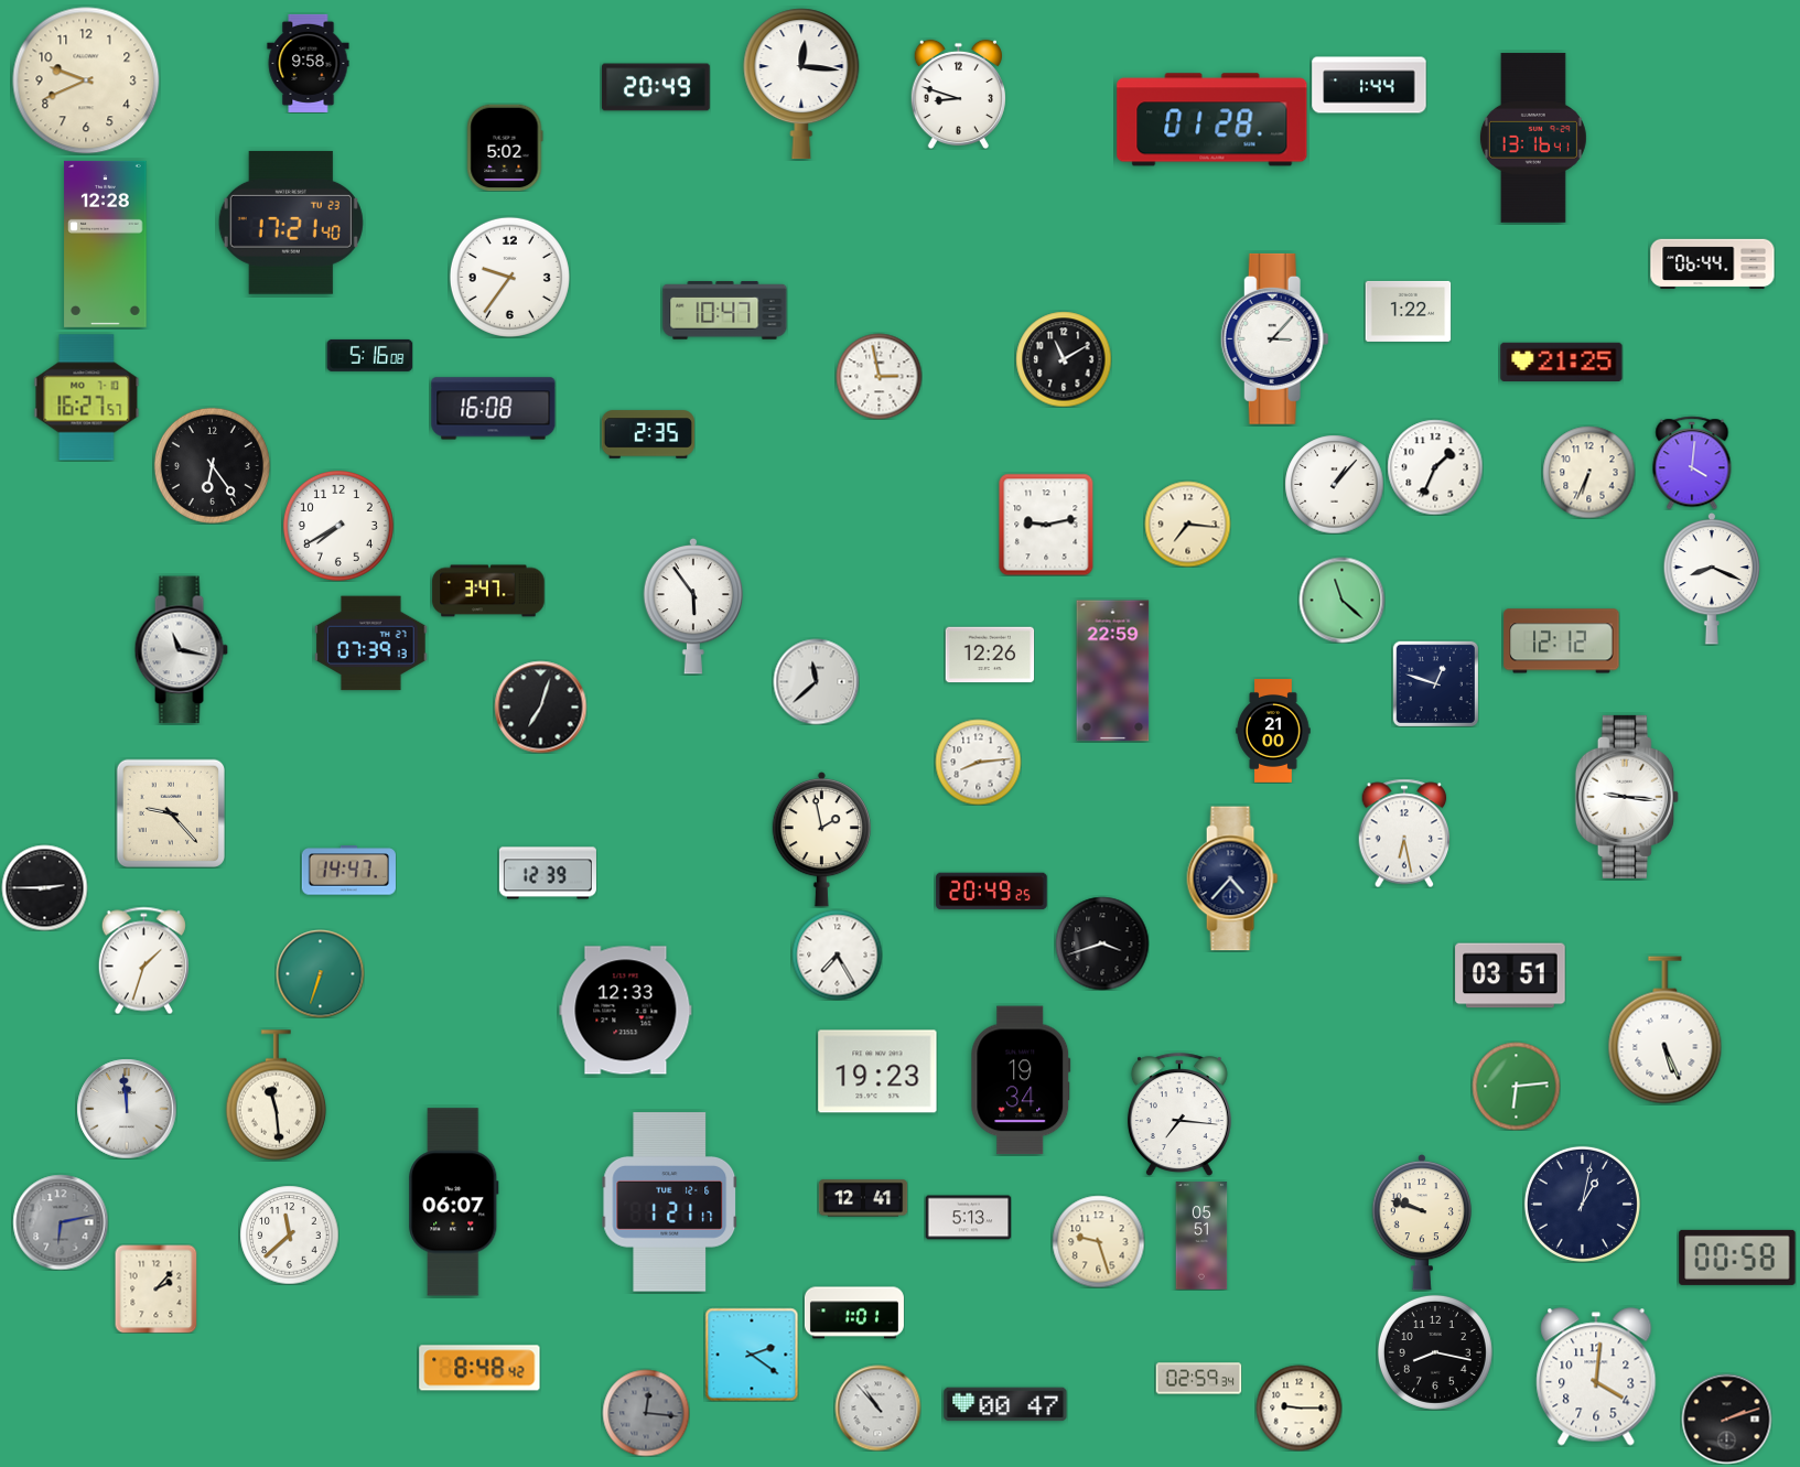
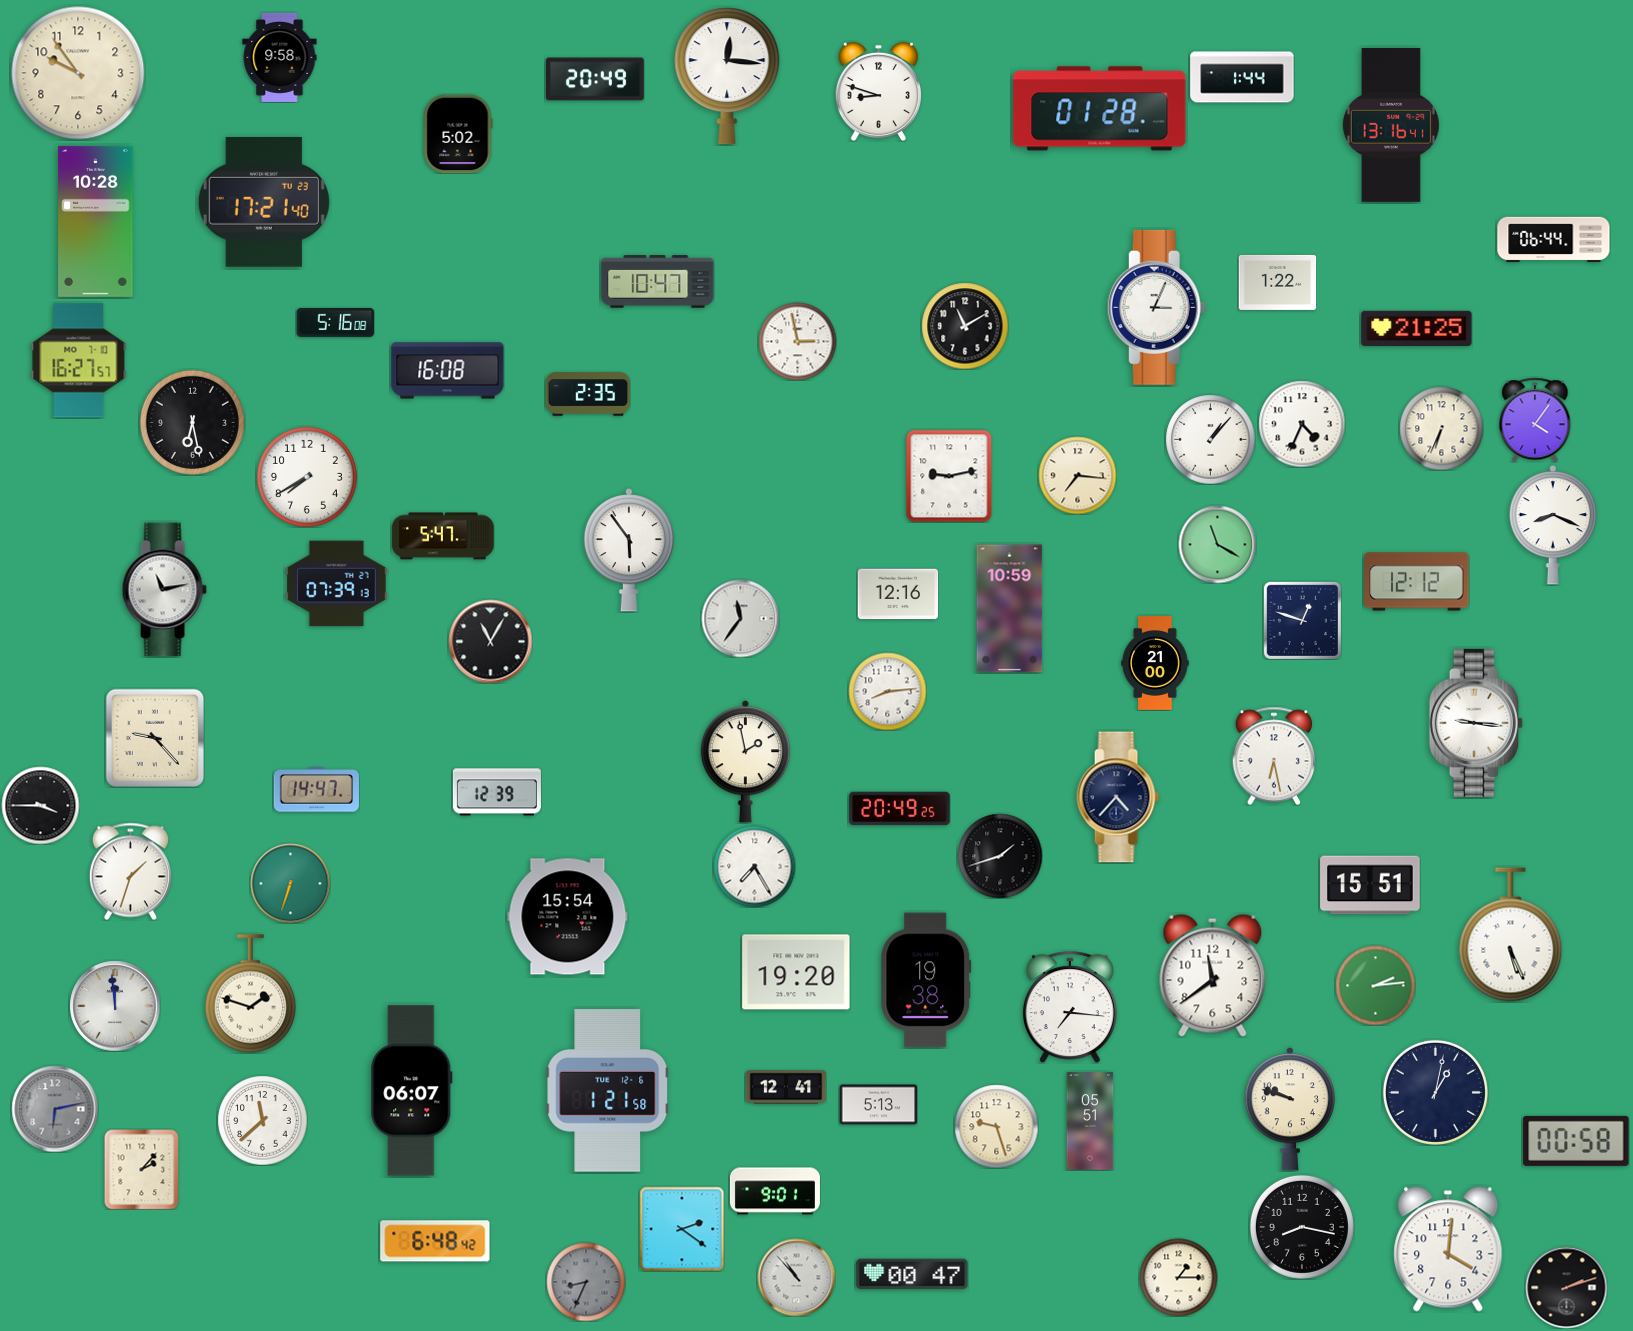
clock at (86, 80): 9:41 -> 9:54
clock at (958, 94) position: (958, 94) -> (878, 91)
clock at (106, 244): 12:28 -> 10:28
clock at (509, 277): 9:36 -> none
clock at (1274, 338): 3:07 -> 3:04
clock at (1692, 463): 4:01 -> 4:06
clock at (212, 465): 6:24 -> 6:28
clock at (1435, 467): 1:34 -> 4:34
clock at (488, 591): 3:47 -> 5:47
clock at (1341, 600): 11:22 -> 11:20
clock at (181, 650): 11:17 -> 11:13
clock at (990, 655): 12:26 -> 12:16
clock at (1113, 671): 22:59 -> 10:59
clock at (816, 681): 11:38 -> 11:36
clock at (540, 706): 7:03 -> 11:05
clock at (44, 887): 2:45 -> 3:45
clock at (1102, 943): 3:42 -> 1:42
clock at (837, 954) position: (837, 954) -> (754, 866)
clock at (1510, 975): 03:51 -> 15:51
clock at (626, 1011): 12:33 -> 15:54
clock at (877, 1071): 19:23 -> 19:20
clock at (1213, 975): none -> 11:39
clock at (1021, 1080): 19:34 -> 19:38
clock at (1516, 1086): 6:14 -> 2:14
clock at (277, 1096): 11:29 -> 1:48
clock at (1179, 1114) position: (1179, 1114) -> (1070, 1007)
clock at (863, 1198) position: (863, 1198) -> (786, 1087)
clock at (670, 1202): 1:21:17 -> 1:21:58
clock at (854, 1313): 1:01 -> 9:01
clock at (479, 1368): 8:48 -> 6:48
clock at (1198, 1379): 02:59 -> none
clock at (1298, 1407): 9:15 -> 1:15
clock at (646, 1413): 12:16 -> 8:34
